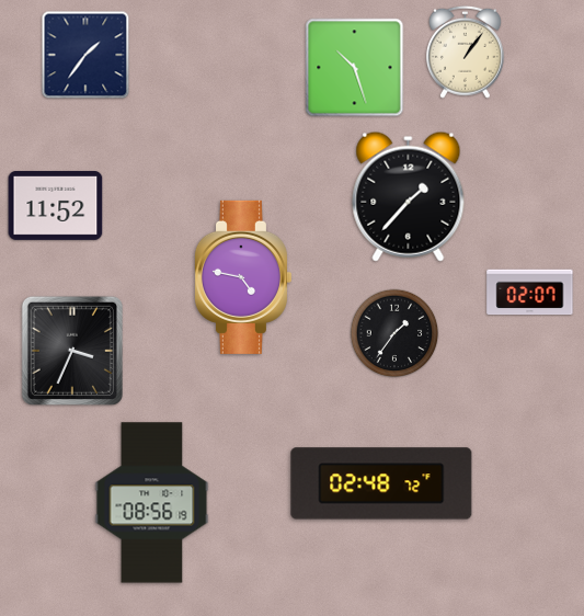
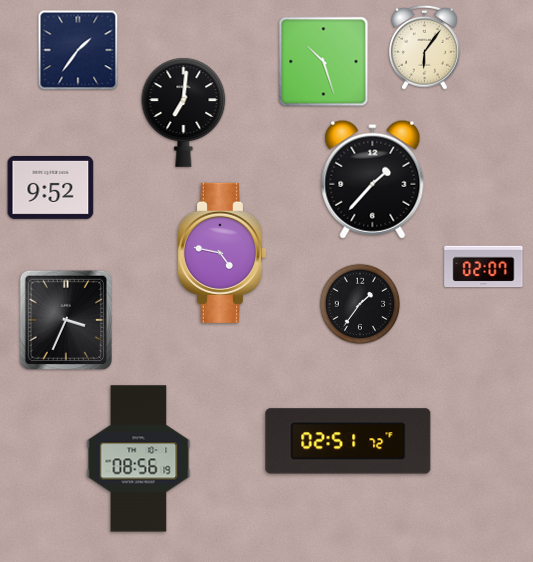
clock at (465, 52): 1:06 -> 6:06
clock at (184, 112): none -> 7:01
clock at (56, 205): 11:52 -> 9:52
clock at (381, 483): 02:48 -> 02:51
